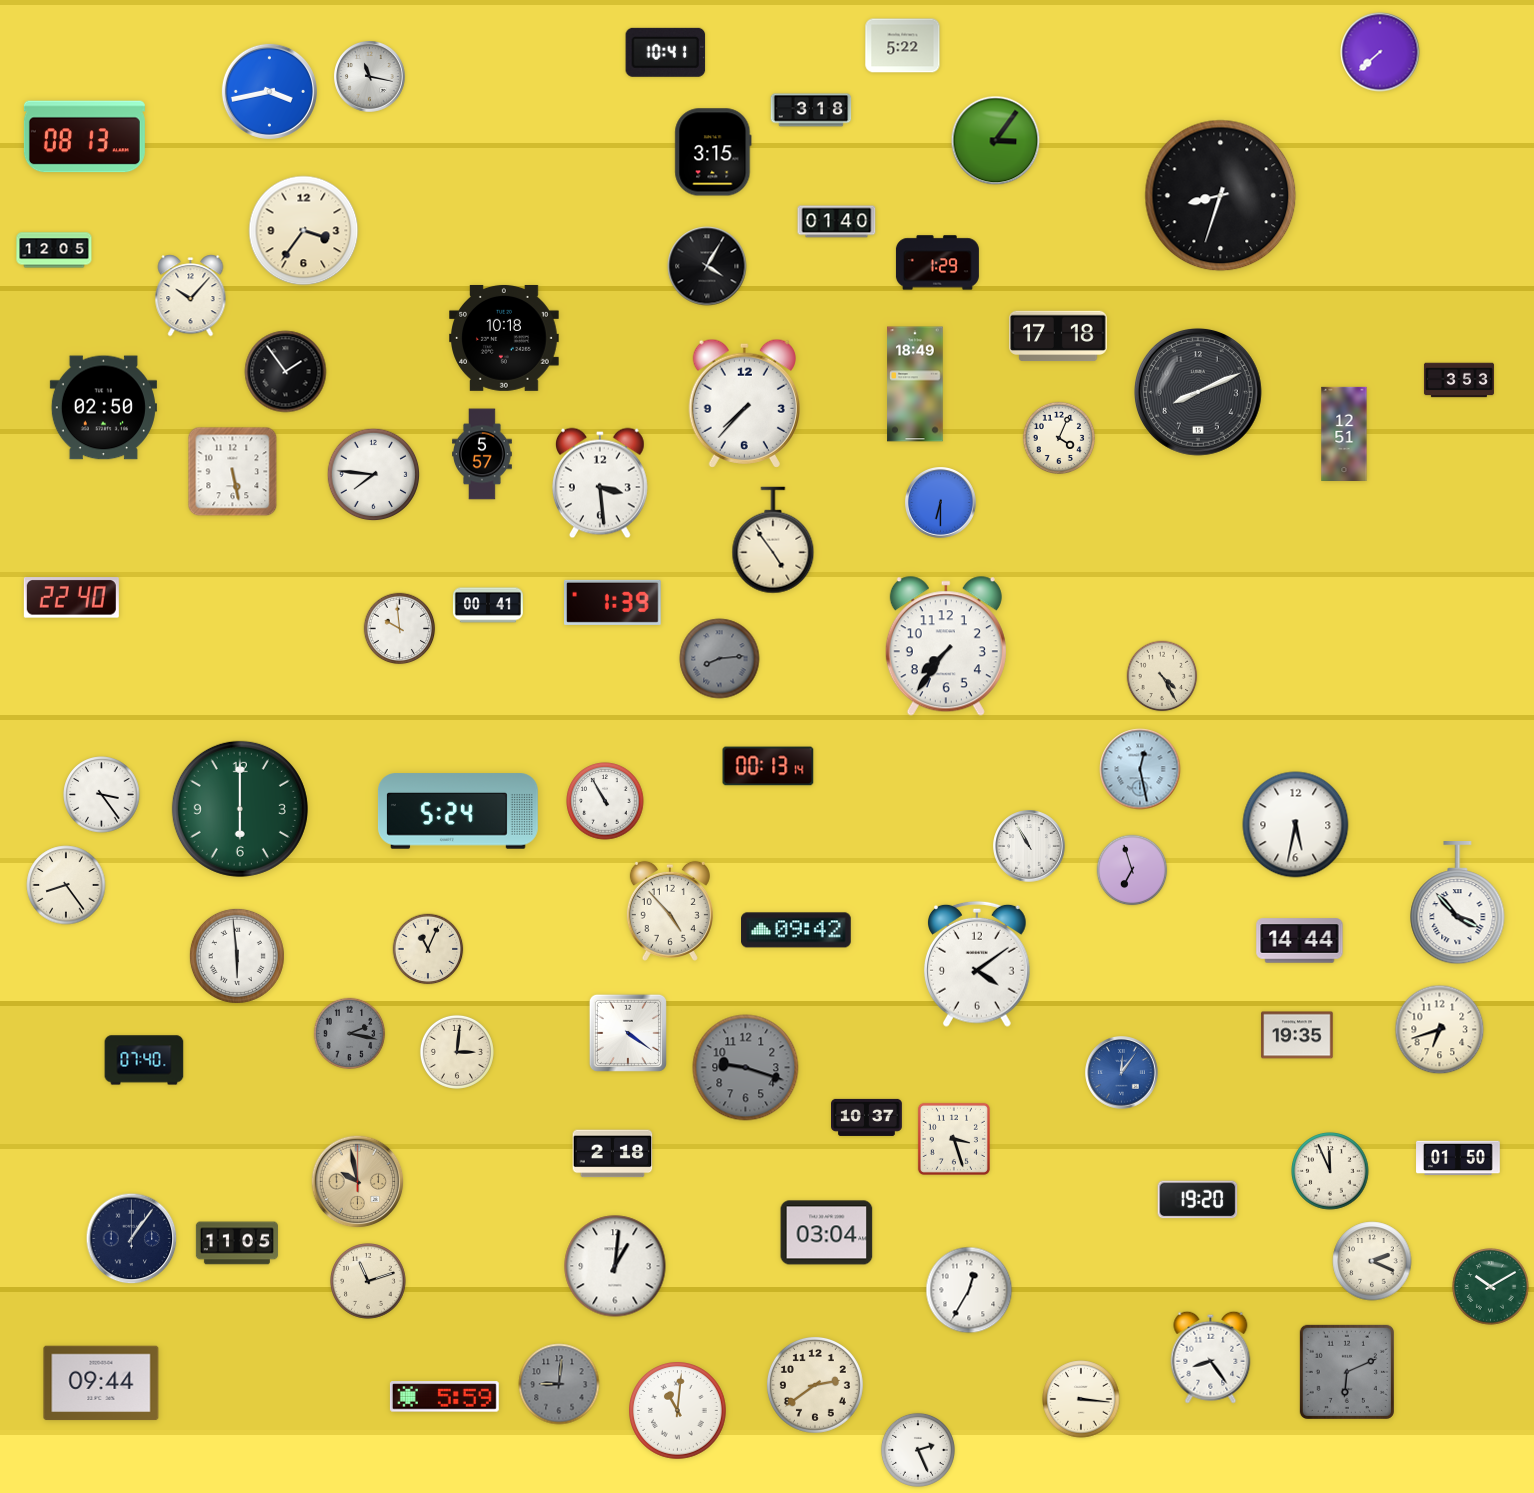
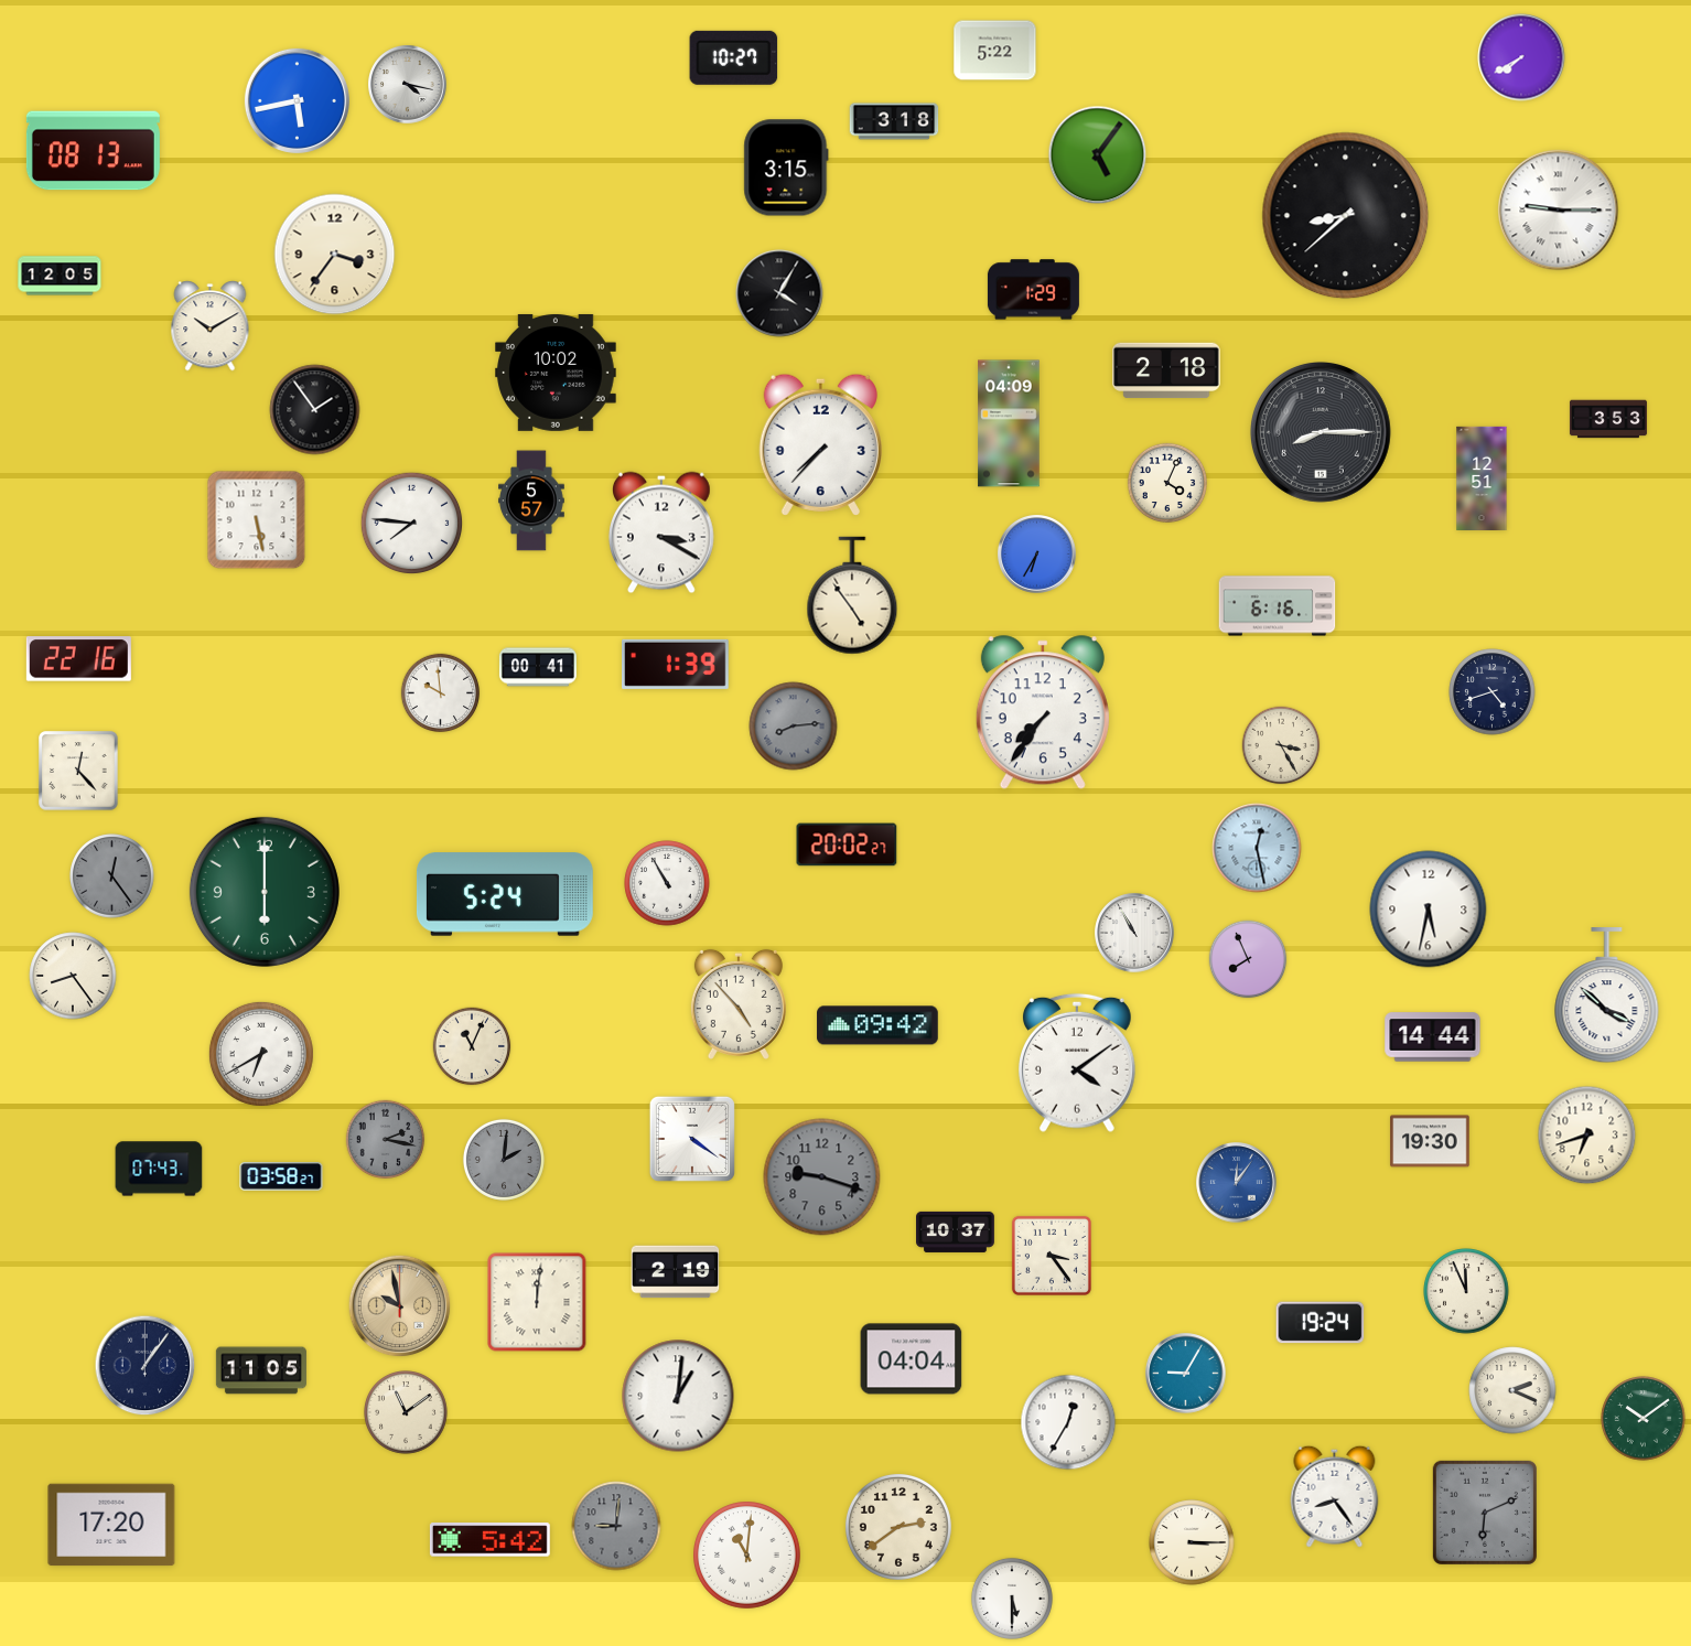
clock at (666, 52): 10:41 -> 10:27
clock at (1380, 52): 7:38 -> 7:40
clock at (370, 77): 11:17 -> 4:17
clock at (269, 91): 3:43 -> 5:43
clock at (996, 141): 3:06 -> 5:06
clock at (1559, 211): none -> 9:15
clock at (1221, 196): 8:33 -> 8:38
clock at (837, 222): 01:40 -> none
clock at (191, 296): 10:07 -> 10:10
clock at (1058, 336): 17:18 -> 2:18
clock at (504, 338): 10:18 -> 10:02
clock at (915, 384): 18:49 -> 04:09
clock at (1198, 392): 8:11 -> 8:15
clock at (103, 408): 02:50 -> none
clock at (600, 483): 3:29 -> 3:20
clock at (941, 503): 6:30 -> 6:35
clock at (1278, 606): none -> 6:16
clock at (71, 598): 22:40 -> 22:16
clock at (1493, 692): none -> 4:42
clock at (1162, 676): 4:25 -> 3:25
clock at (78, 771): none -> 12:23
clock at (768, 766): 00:13 -> 20:02
clock at (102, 795): 3:24 -> 12:24
clock at (102, 795) dial: white -> grey
clock at (1132, 870): 6:57 -> 7:56
clock at (1458, 903): 3:53 -> 3:52
clock at (237, 956): 5:59 -> 6:40
clock at (1297, 1035): 19:35 -> 19:30
clock at (457, 1052): 3:01 -> 2:01
clock at (457, 1052) dial: cream -> grey
clock at (144, 1060): 07:40 -> 07:43
clock at (281, 1177): none -> 03:58
clock at (954, 1139): 3:27 -> 3:24
clock at (613, 1154): 2:18 -> 2:19
clock at (1458, 1158): 01:50 -> none
clock at (537, 1302): none -> 12:01
clock at (358, 1182) position: (358, 1182) -> (400, 1306)
clock at (1198, 1200): 19:20 -> 19:24
clock at (827, 1233): 03:04 -> 04:04
clock at (1186, 1374): none -> 9:05
clock at (369, 1282): 11:12 -> 11:09
clock at (1491, 1287): 10:10 -> 10:09
clock at (101, 1383): 09:44 -> 17:20
clock at (444, 1397): 5:59 -> 5:42
clock at (1081, 1399): 3:16 -> 3:15
clock at (918, 1450): 2:26 -> 5:30
